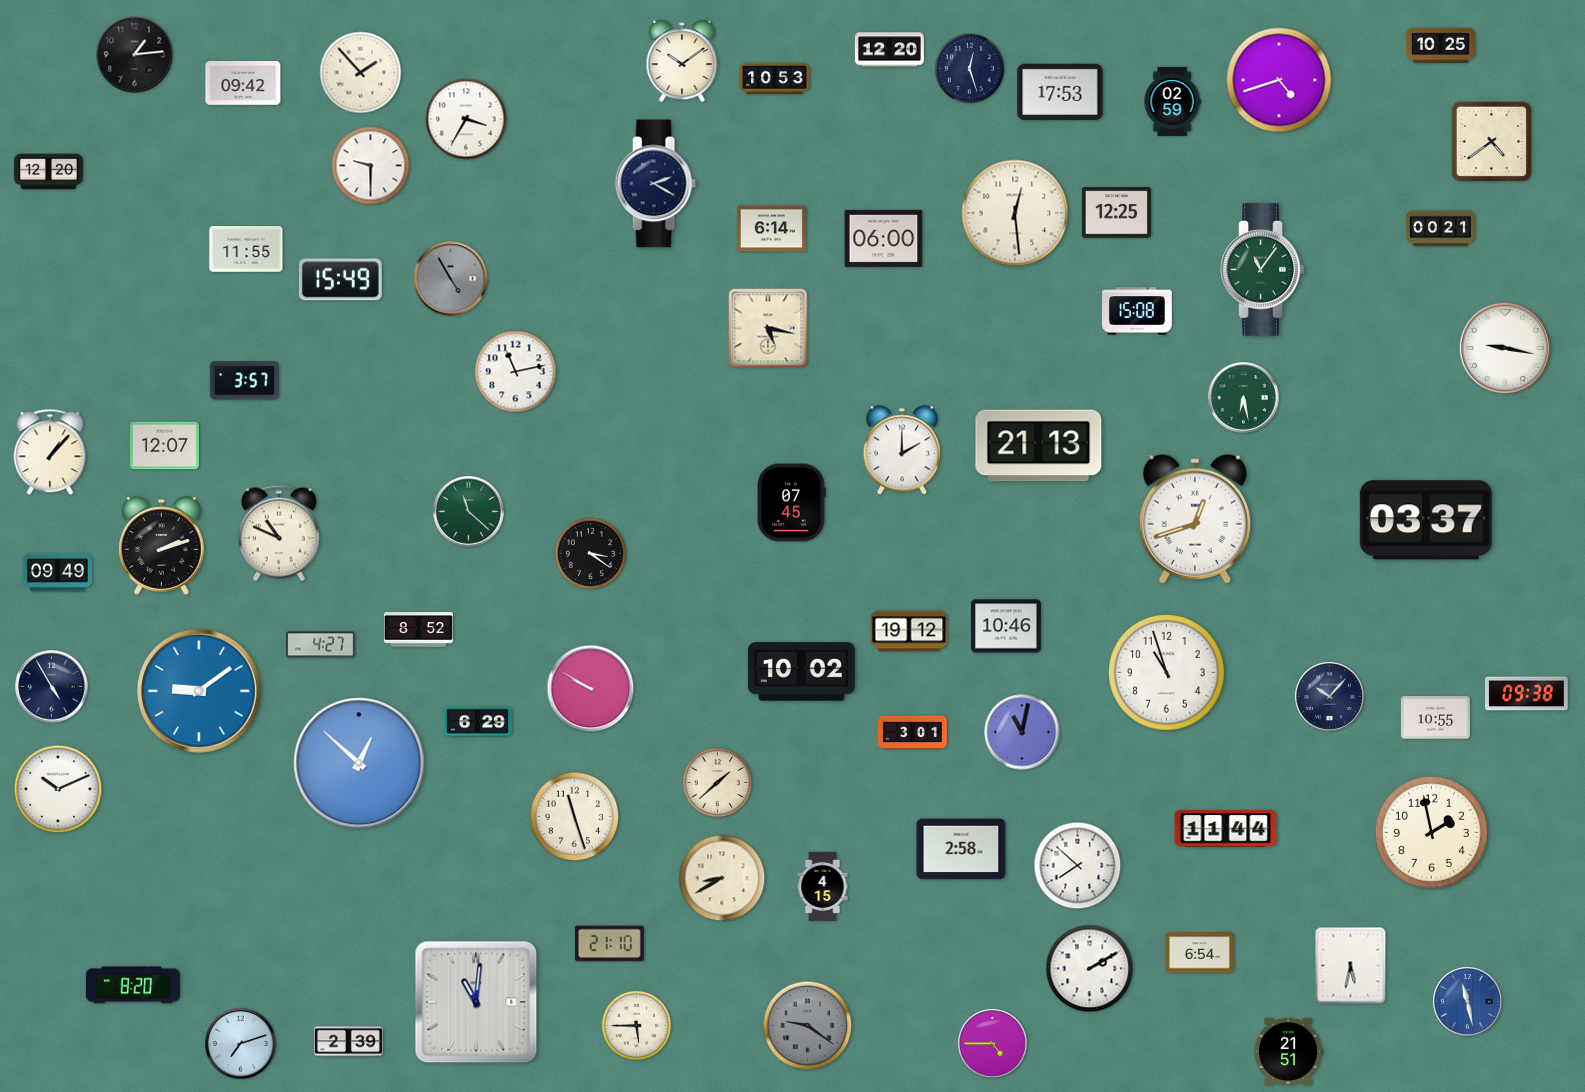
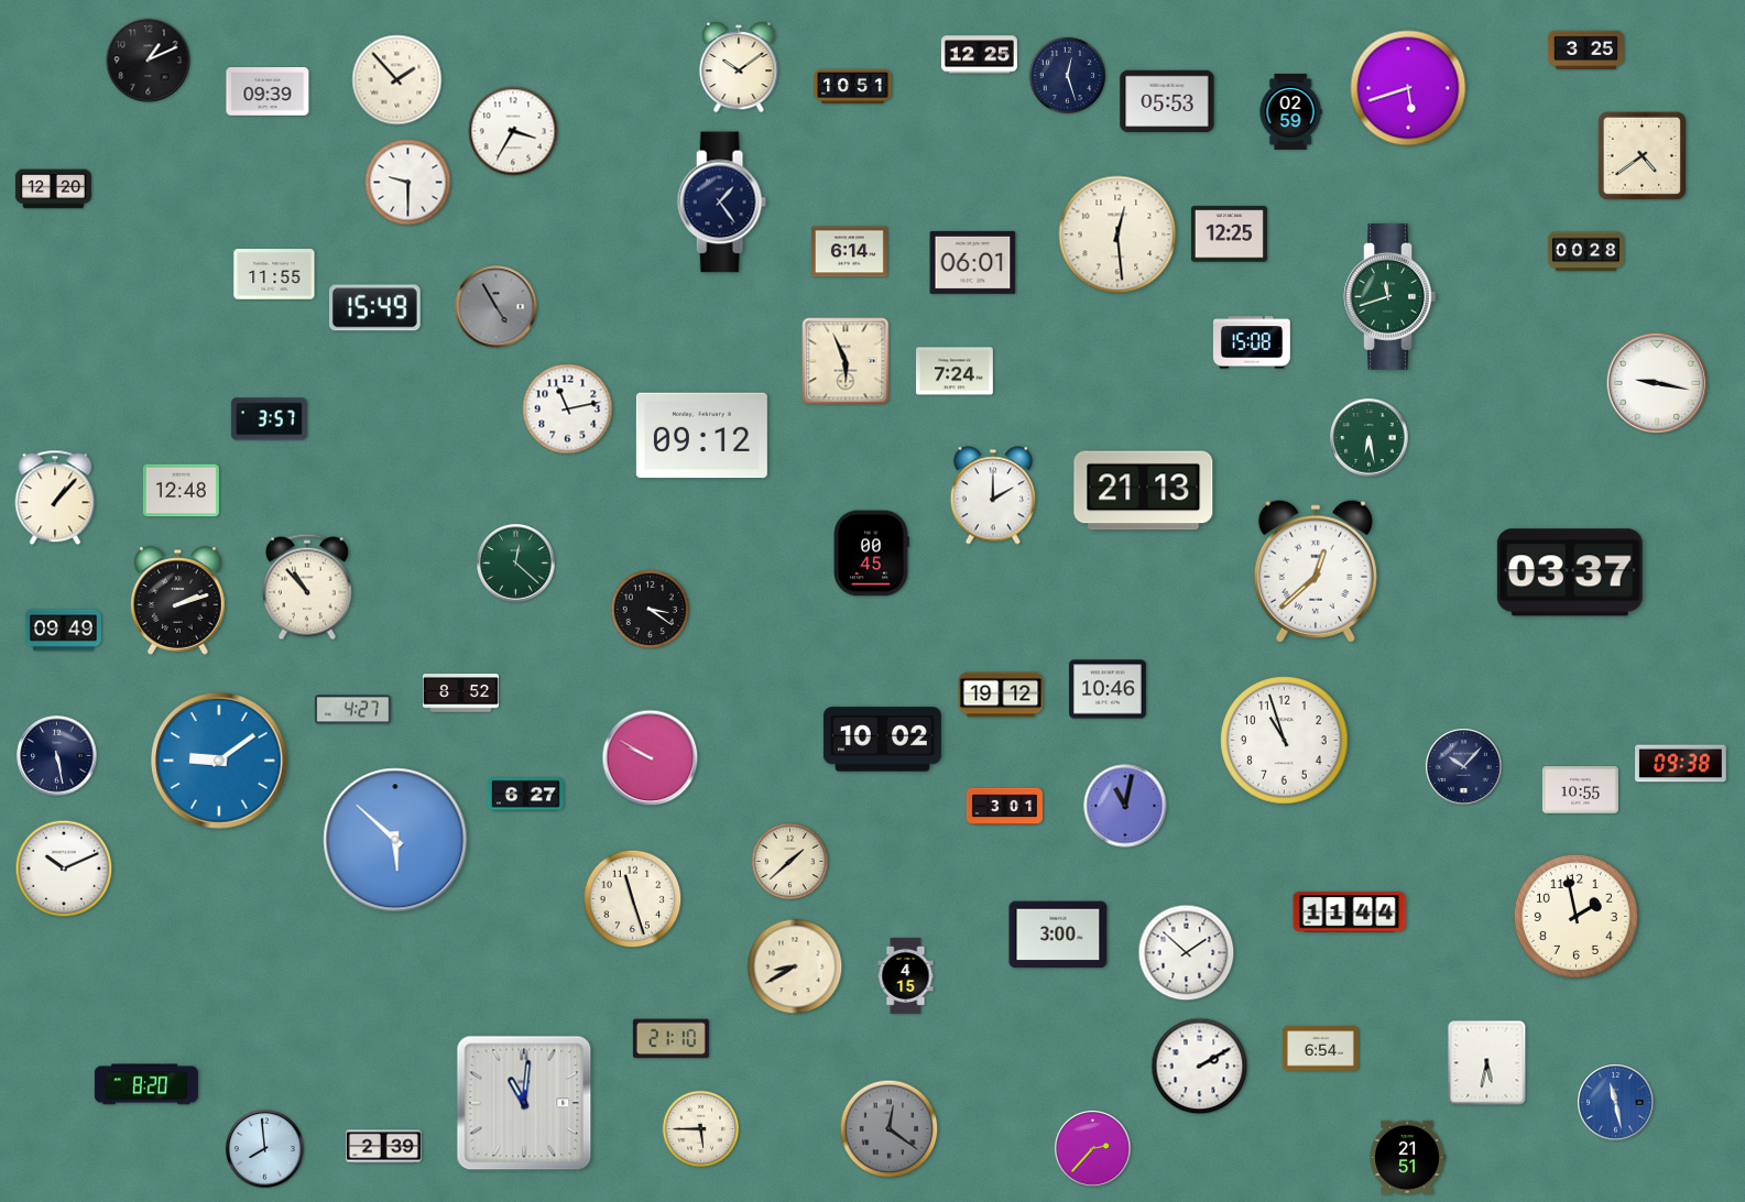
clock at (1440, 45): 10:25 -> 3:25
clock at (889, 50): 12:20 -> 12:25
clock at (135, 55): 1:14 -> 1:11
clock at (682, 61) position: (682, 61) -> (739, 67)
clock at (775, 78): 10:53 -> 10:51
clock at (1279, 80): 4:42 -> 5:42
clock at (243, 84): 09:42 -> 09:39
clock at (1060, 92): 17:53 -> 05:53
clock at (655, 184): 2:20 -> 1:24
clock at (1440, 229): 00:21 -> 00:28
clock at (884, 238): 06:00 -> 06:01
clock at (246, 249) position: (246, 249) -> (274, 274)
clock at (1263, 270): 11:06 -> 11:42
clock at (768, 328): 5:17 -> 5:56
clock at (956, 371): none -> 7:24
clock at (701, 436): none -> 09:12
clock at (164, 446): 12:07 -> 12:48
clock at (792, 503): 07:45 -> 00:45
clock at (469, 512): 11:22 -> 12:22
clock at (1195, 519): 12:42 -> 12:38
clock at (279, 533): 10:49 -> 10:53
clock at (52, 687): 4:55 -> 5:28
clock at (477, 722): 6:29 -> 6:27
clock at (359, 763): 12:52 -> 5:52
clock at (961, 849): 2:58 -> 3:00
clock at (1078, 866): 7:52 -> 1:52
clock at (808, 1026): 9:21 -> 12:21
clock at (241, 1044): 7:12 -> 7:59
clock at (993, 1044): 4:45 -> 2:37
clock at (1288, 1051) position: (1288, 1051) -> (1407, 1157)
